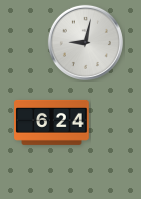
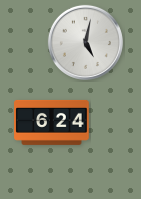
clock at (85, 42): 9:02 -> 5:02
